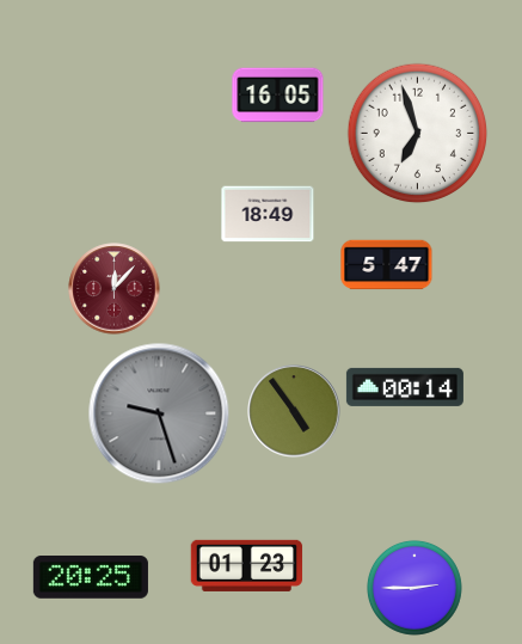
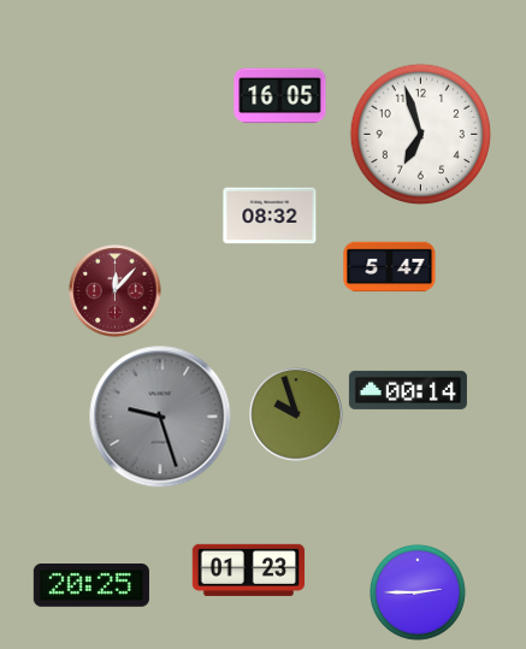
clock at (268, 214): 18:49 -> 08:32
clock at (294, 411): 4:54 -> 9:57
clock at (91, 578) position: (91, 578) -> (91, 586)
